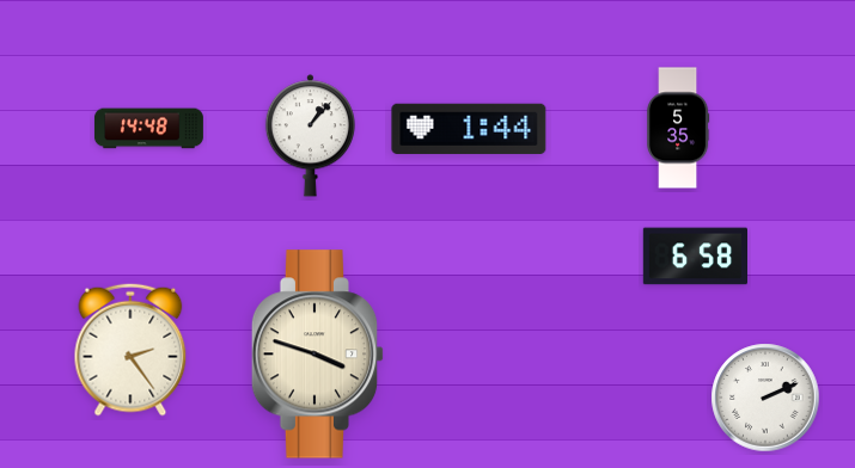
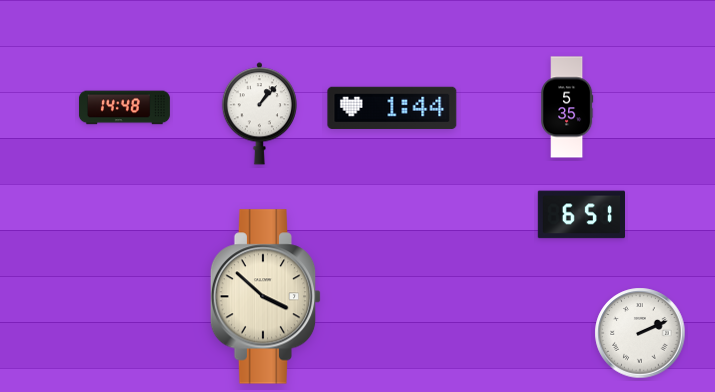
clock at (695, 257): 6:58 -> 6:51
clock at (130, 350): 2:24 -> none
clock at (318, 355): 3:48 -> 3:52
